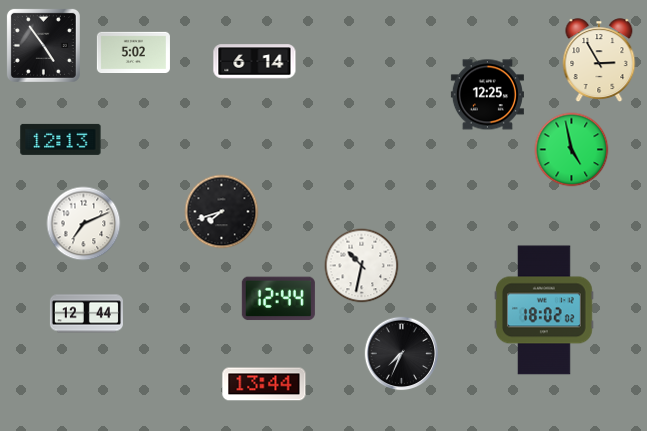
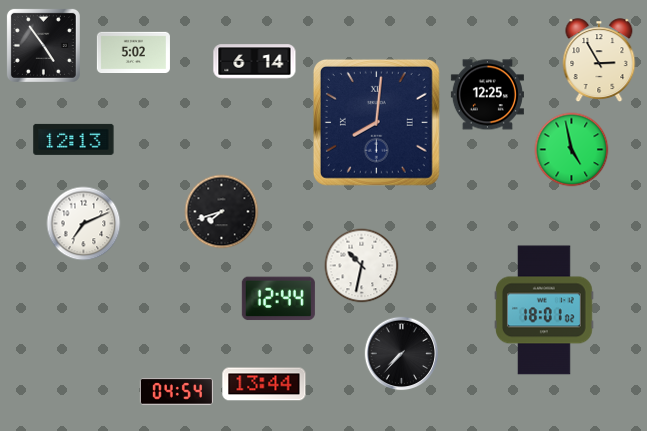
clock at (376, 122): none -> 8:01
clock at (61, 139) position: (61, 139) -> (74, 139)
clock at (545, 310): 18:02 -> 18:01
clock at (86, 314): 12:44 -> none
clock at (402, 354): 7:34 -> 7:37
clock at (176, 392): none -> 04:54
